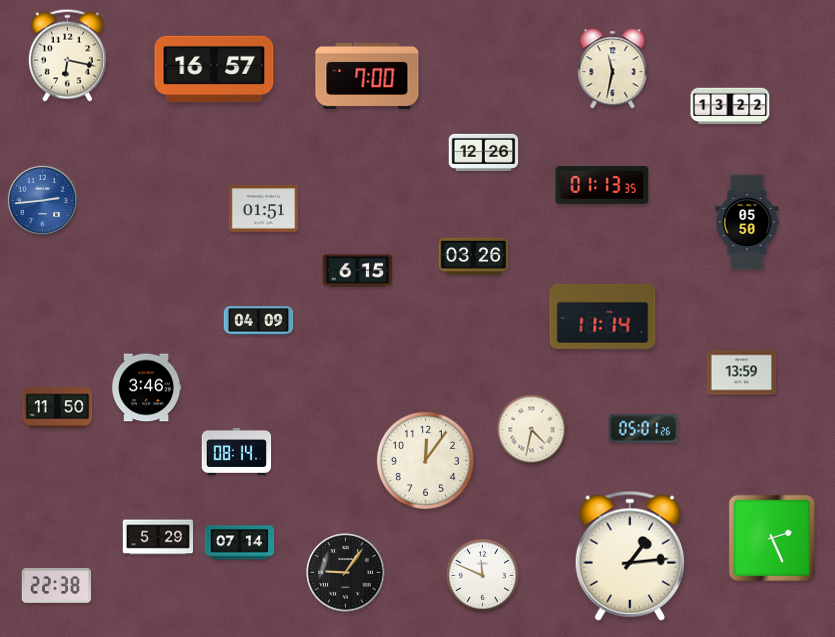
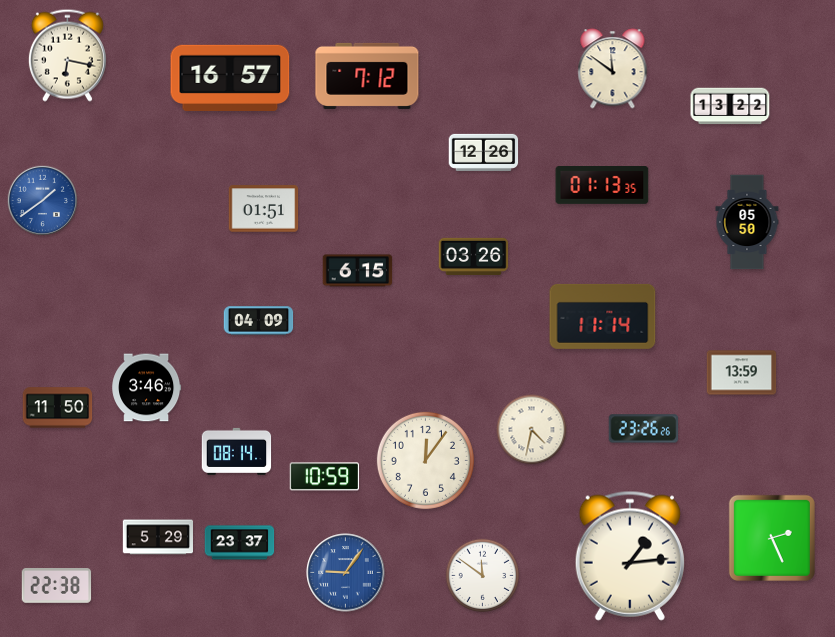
clock at (214, 69) position: (214, 69) -> (230, 78)
clock at (613, 69): 11:32 -> 11:51
clock at (367, 76): 7:00 -> 7:12
clock at (42, 200): 2:44 -> 1:39
clock at (644, 429): 05:01 -> 23:26
clock at (325, 477): none -> 10:59
clock at (240, 543): 07:14 -> 23:37
clock at (346, 573) dial: black -> blue
clock at (483, 576): 11:49 -> 11:51
